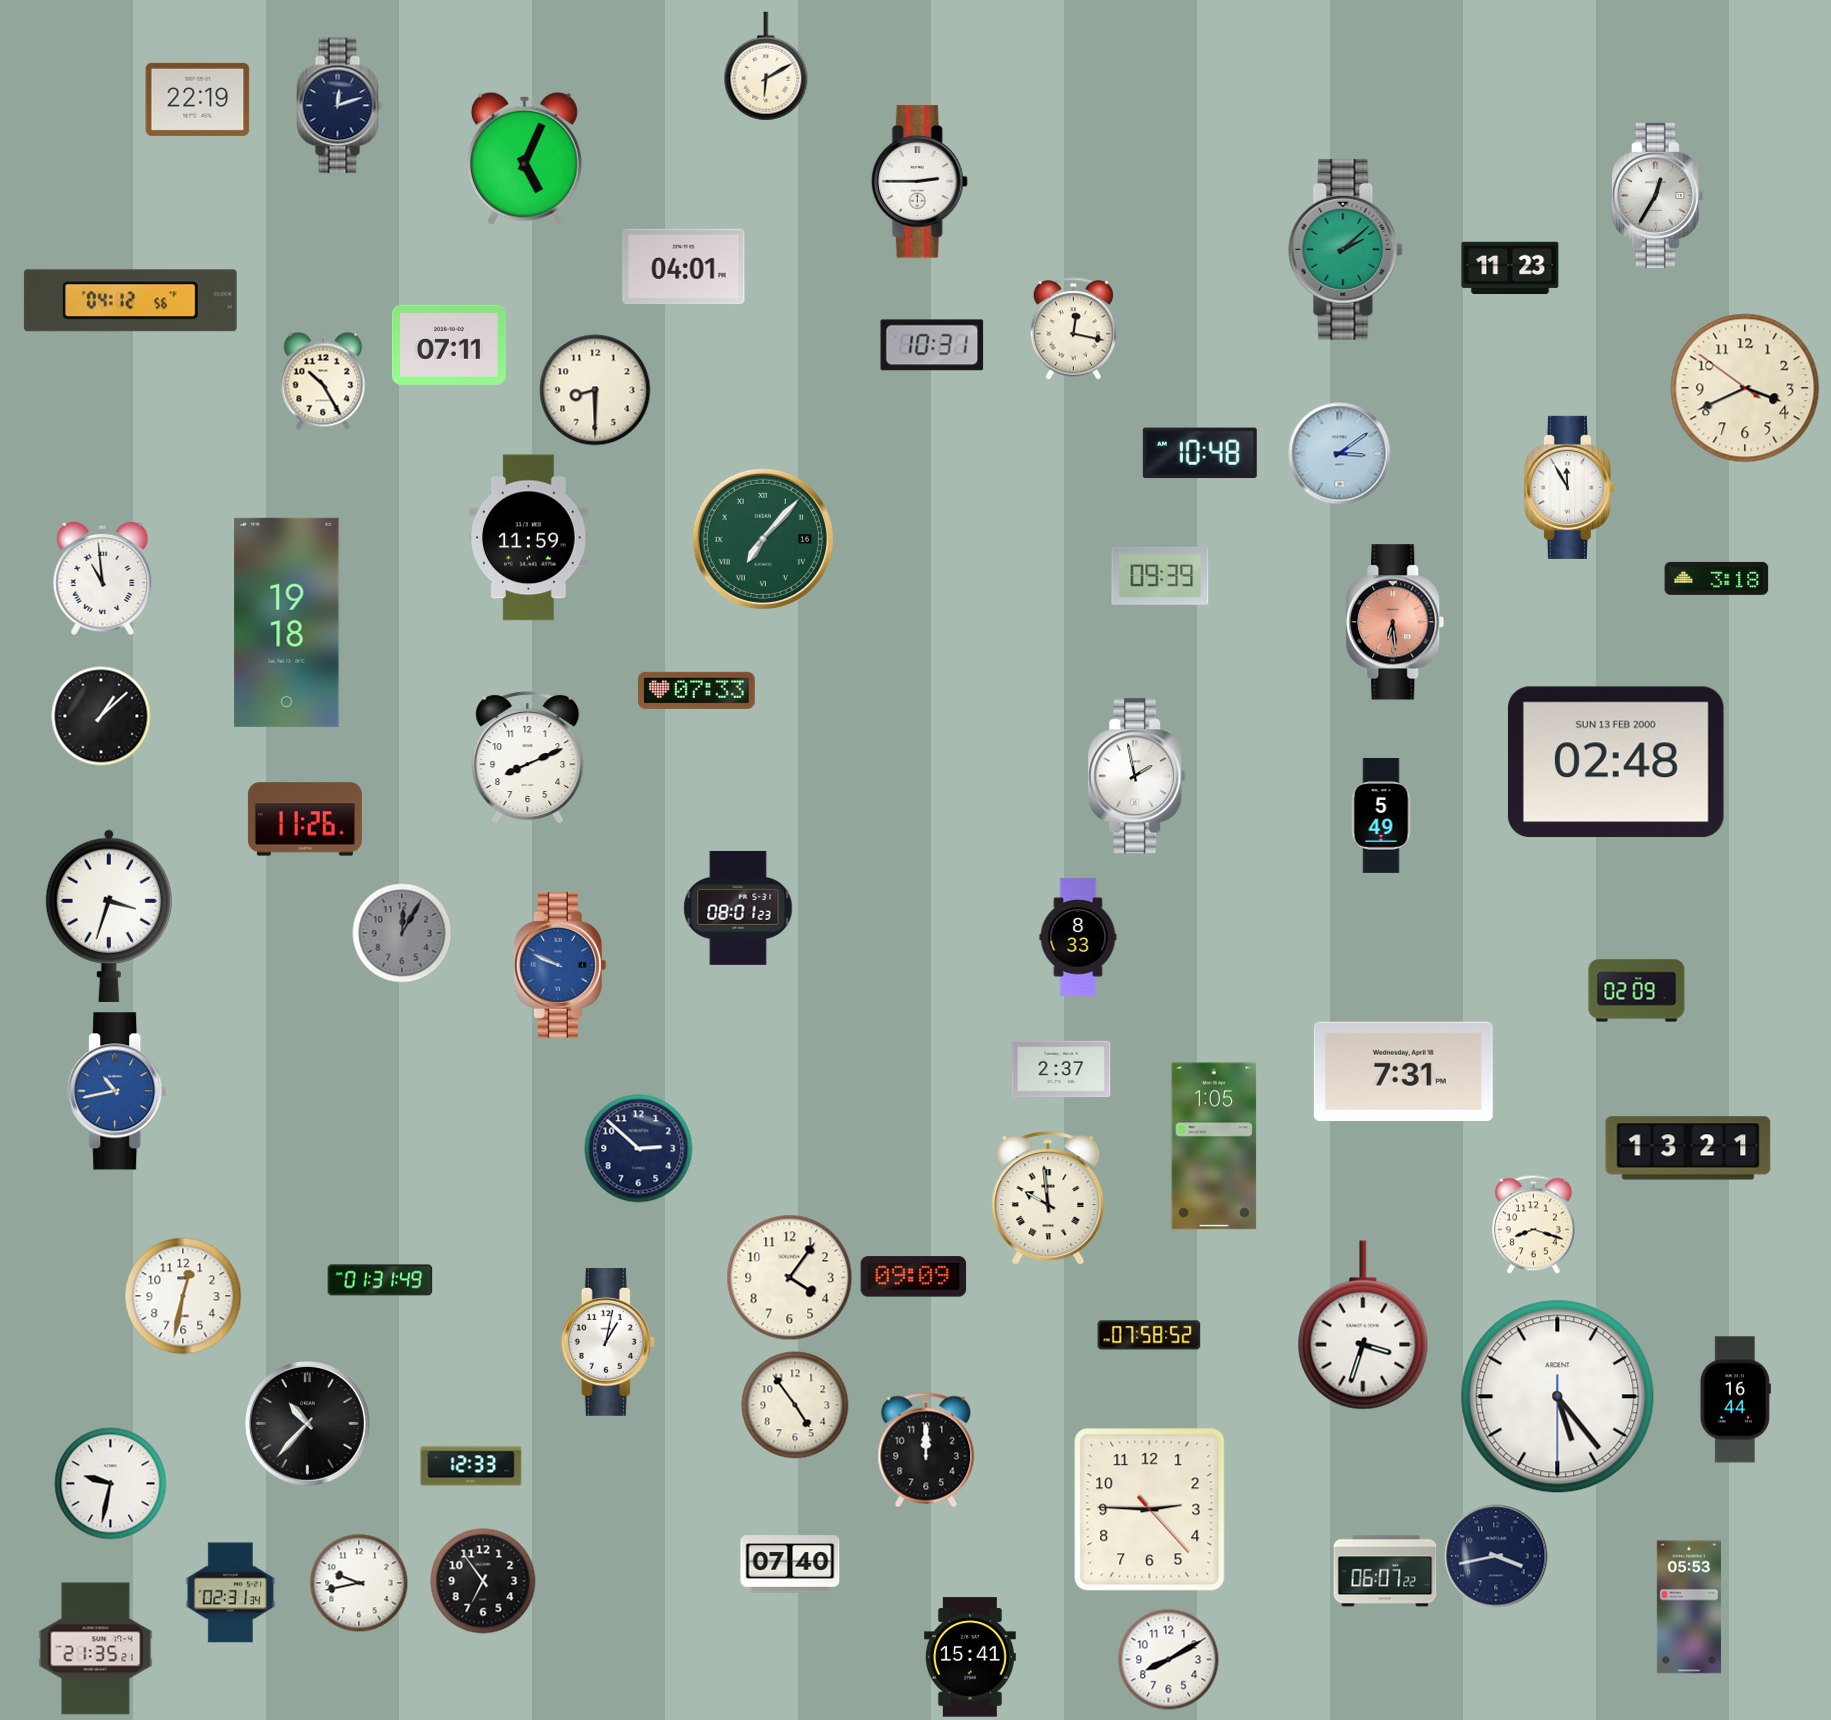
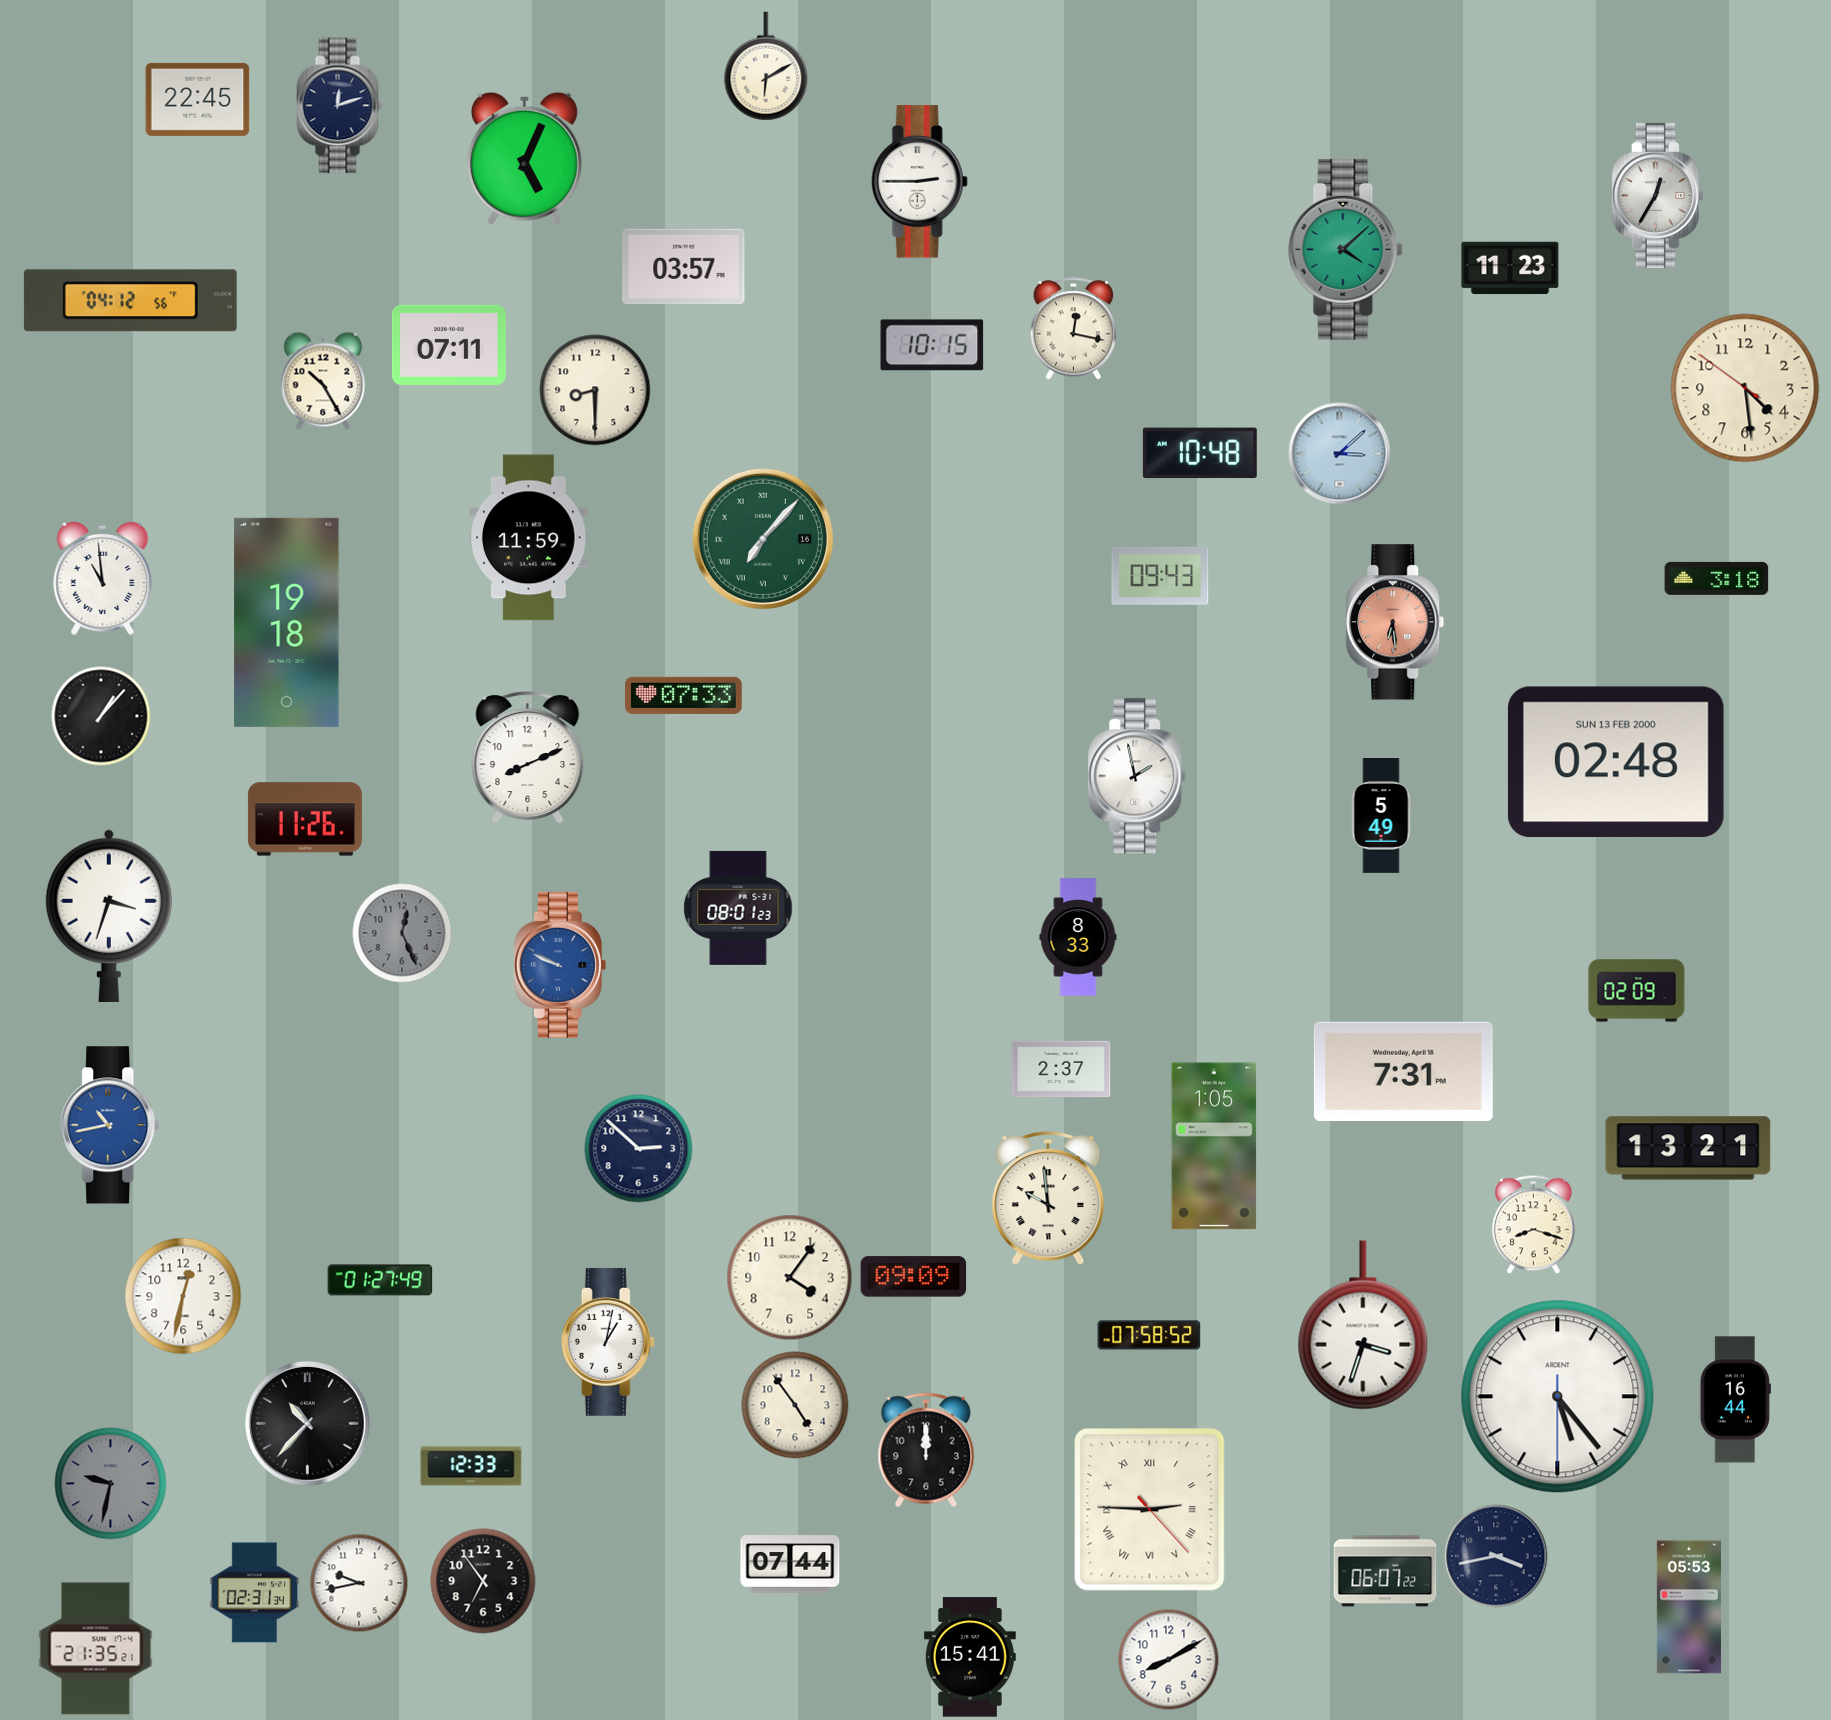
clock at (198, 99): 22:19 -> 22:45
clock at (1346, 249): 2:08 -> 4:08
clock at (684, 267): 04:01 -> 03:57
clock at (932, 345): 10:31 -> 10:15
clock at (1745, 388): 3:40 -> 4:28
clock at (1340, 454): 3:09 -> 3:08
clock at (1569, 487): 11:55 -> none
clock at (1160, 576): 09:39 -> 09:43
clock at (697, 690) position: (697, 690) -> (684, 695)
clock at (101, 716): 1:08 -> 1:07
clock at (402, 933): 12:05 -> 12:26
clock at (118, 1091) position: (118, 1091) -> (111, 1125)
clock at (380, 1280): 01:31 -> 01:27
clock at (111, 1484) dial: white -> grey
clock at (1150, 1510) numerals: Arabic -> Roman
clock at (790, 1564): 07:40 -> 07:44
clock at (231, 1593) position: (231, 1593) -> (255, 1593)
